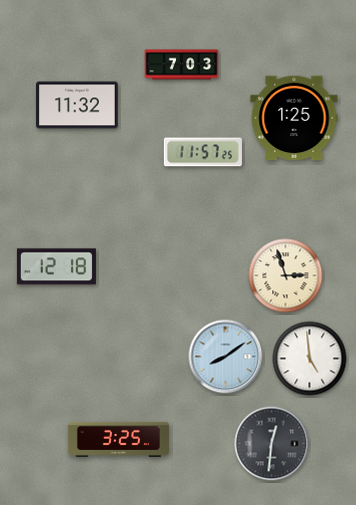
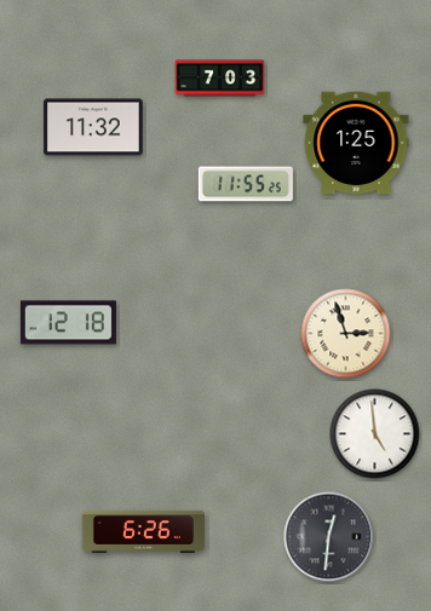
clock at (203, 152): 11:57 -> 11:55
clock at (226, 357): 8:09 -> none
clock at (118, 439): 3:25 -> 6:26
